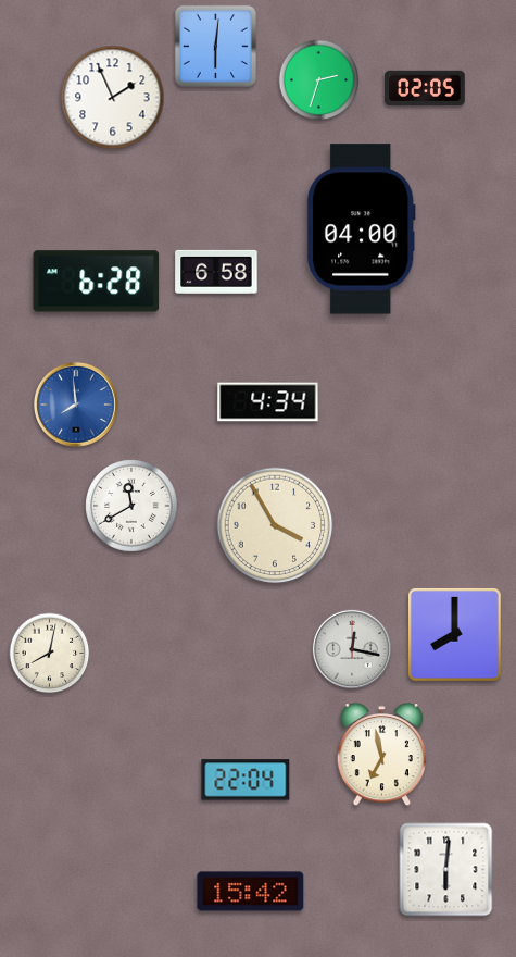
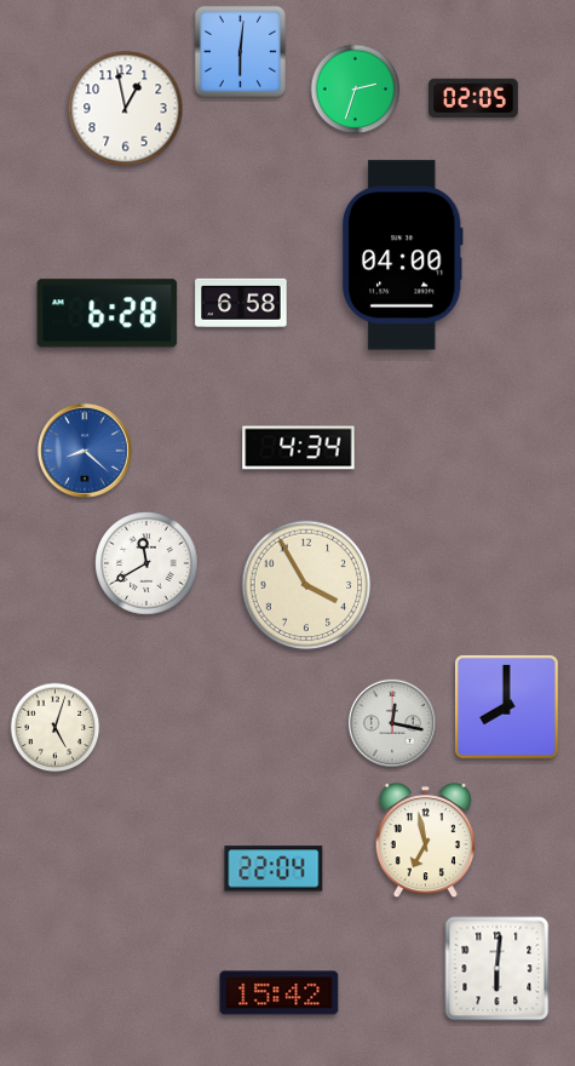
clock at (113, 98): 1:56 -> 12:58
clock at (76, 405): 7:59 -> 8:22
clock at (50, 654): 8:02 -> 5:03
